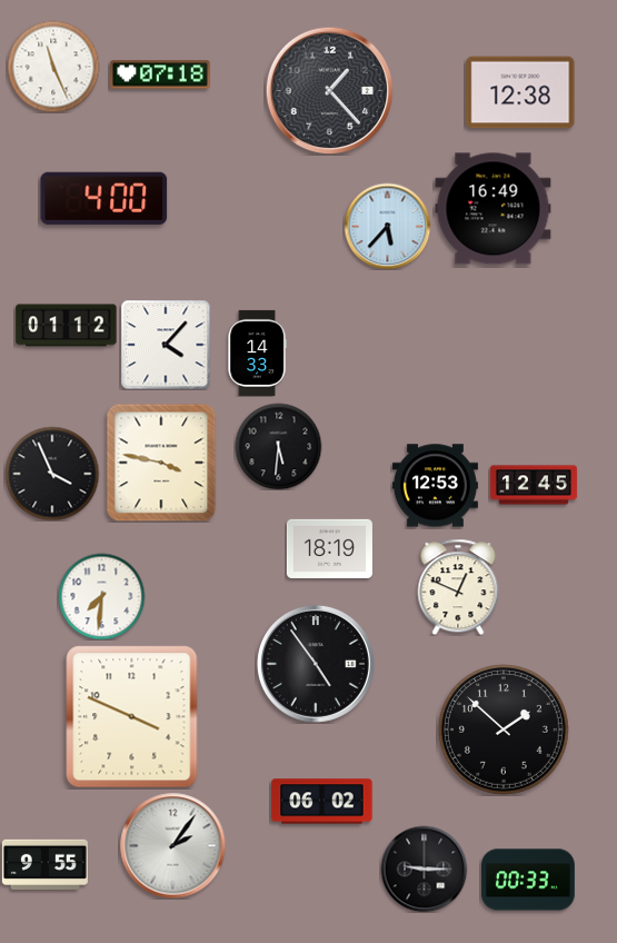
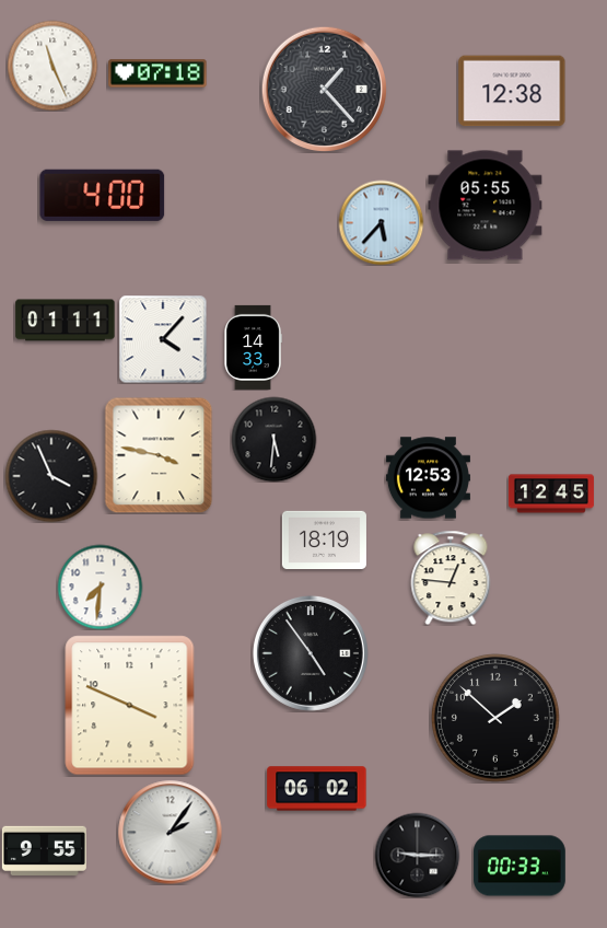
clock at (494, 209): 16:49 -> 05:55
clock at (67, 326): 01:12 -> 01:11
clock at (52, 474) position: (52, 474) -> (51, 476)
clock at (534, 485) position: (534, 485) -> (551, 494)
clock at (458, 587): 12:49 -> 12:46
